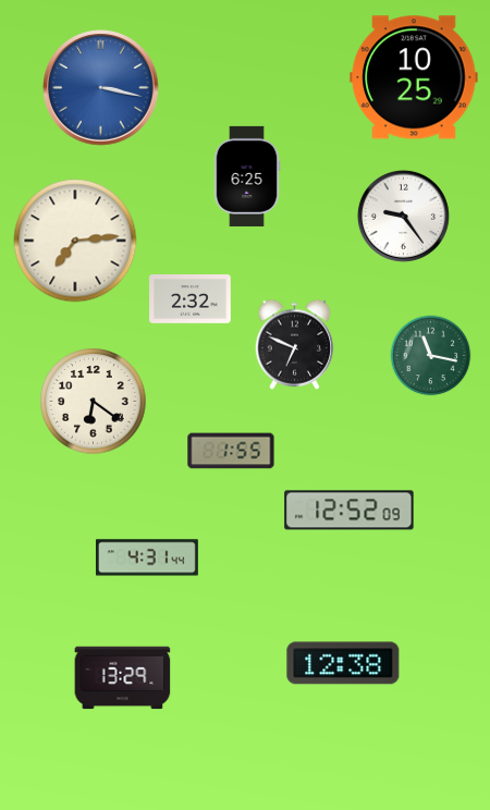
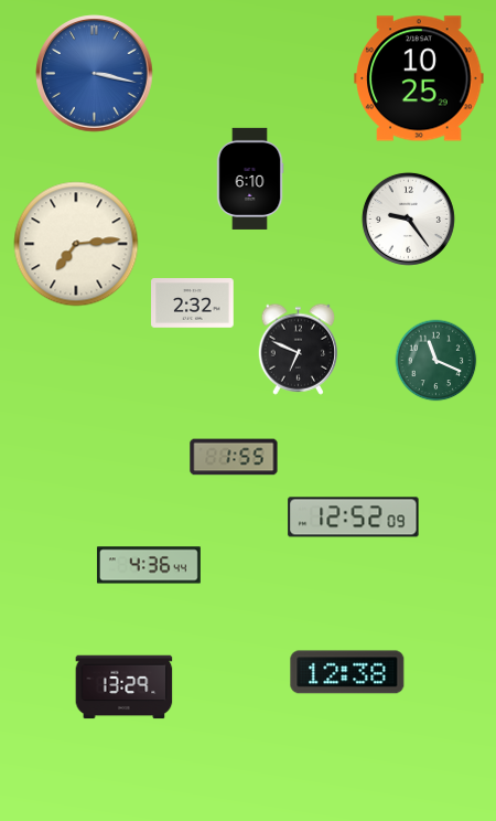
clock at (101, 88) position: (101, 88) -> (95, 74)
clock at (247, 176): 6:25 -> 6:10
clock at (431, 356): 11:17 -> 11:19
clock at (94, 402): 6:21 -> none
clock at (147, 557): 4:31 -> 4:36
